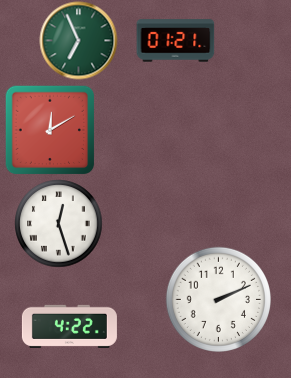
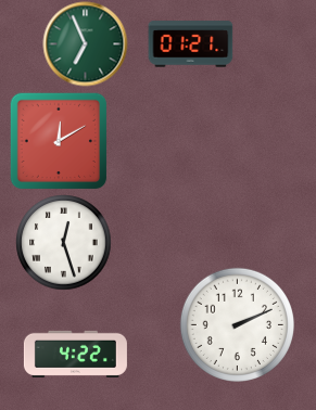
clock at (50, 130) position: (50, 130) -> (59, 141)
